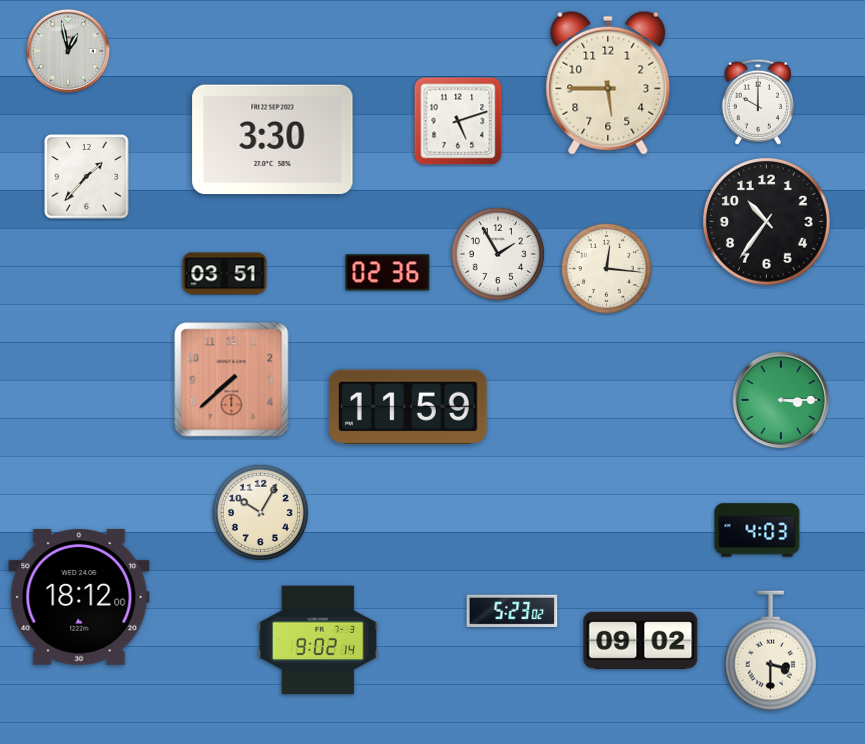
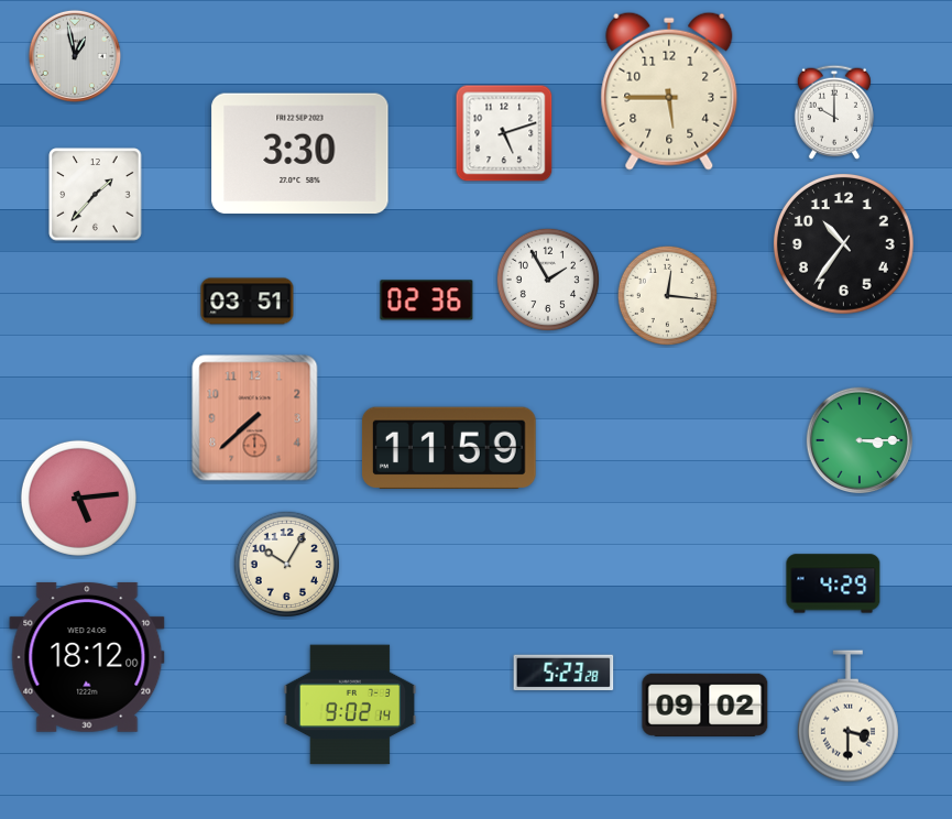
clock at (78, 498): none -> 5:14
clock at (757, 530): 4:03 -> 4:29
clock at (512, 611): 5:23:02 -> 5:23:28
